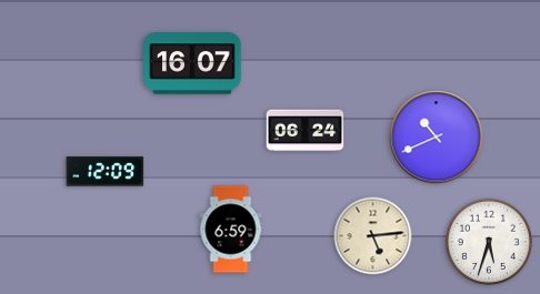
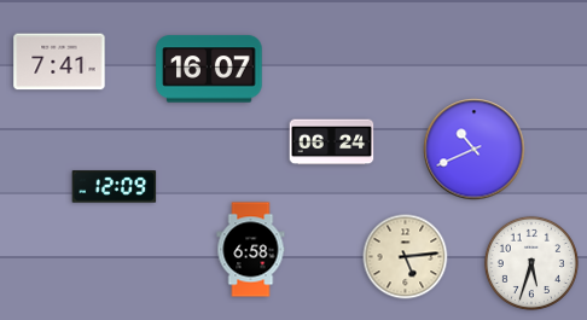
clock at (59, 62): none -> 7:41
clock at (231, 230): 6:59 -> 6:58
